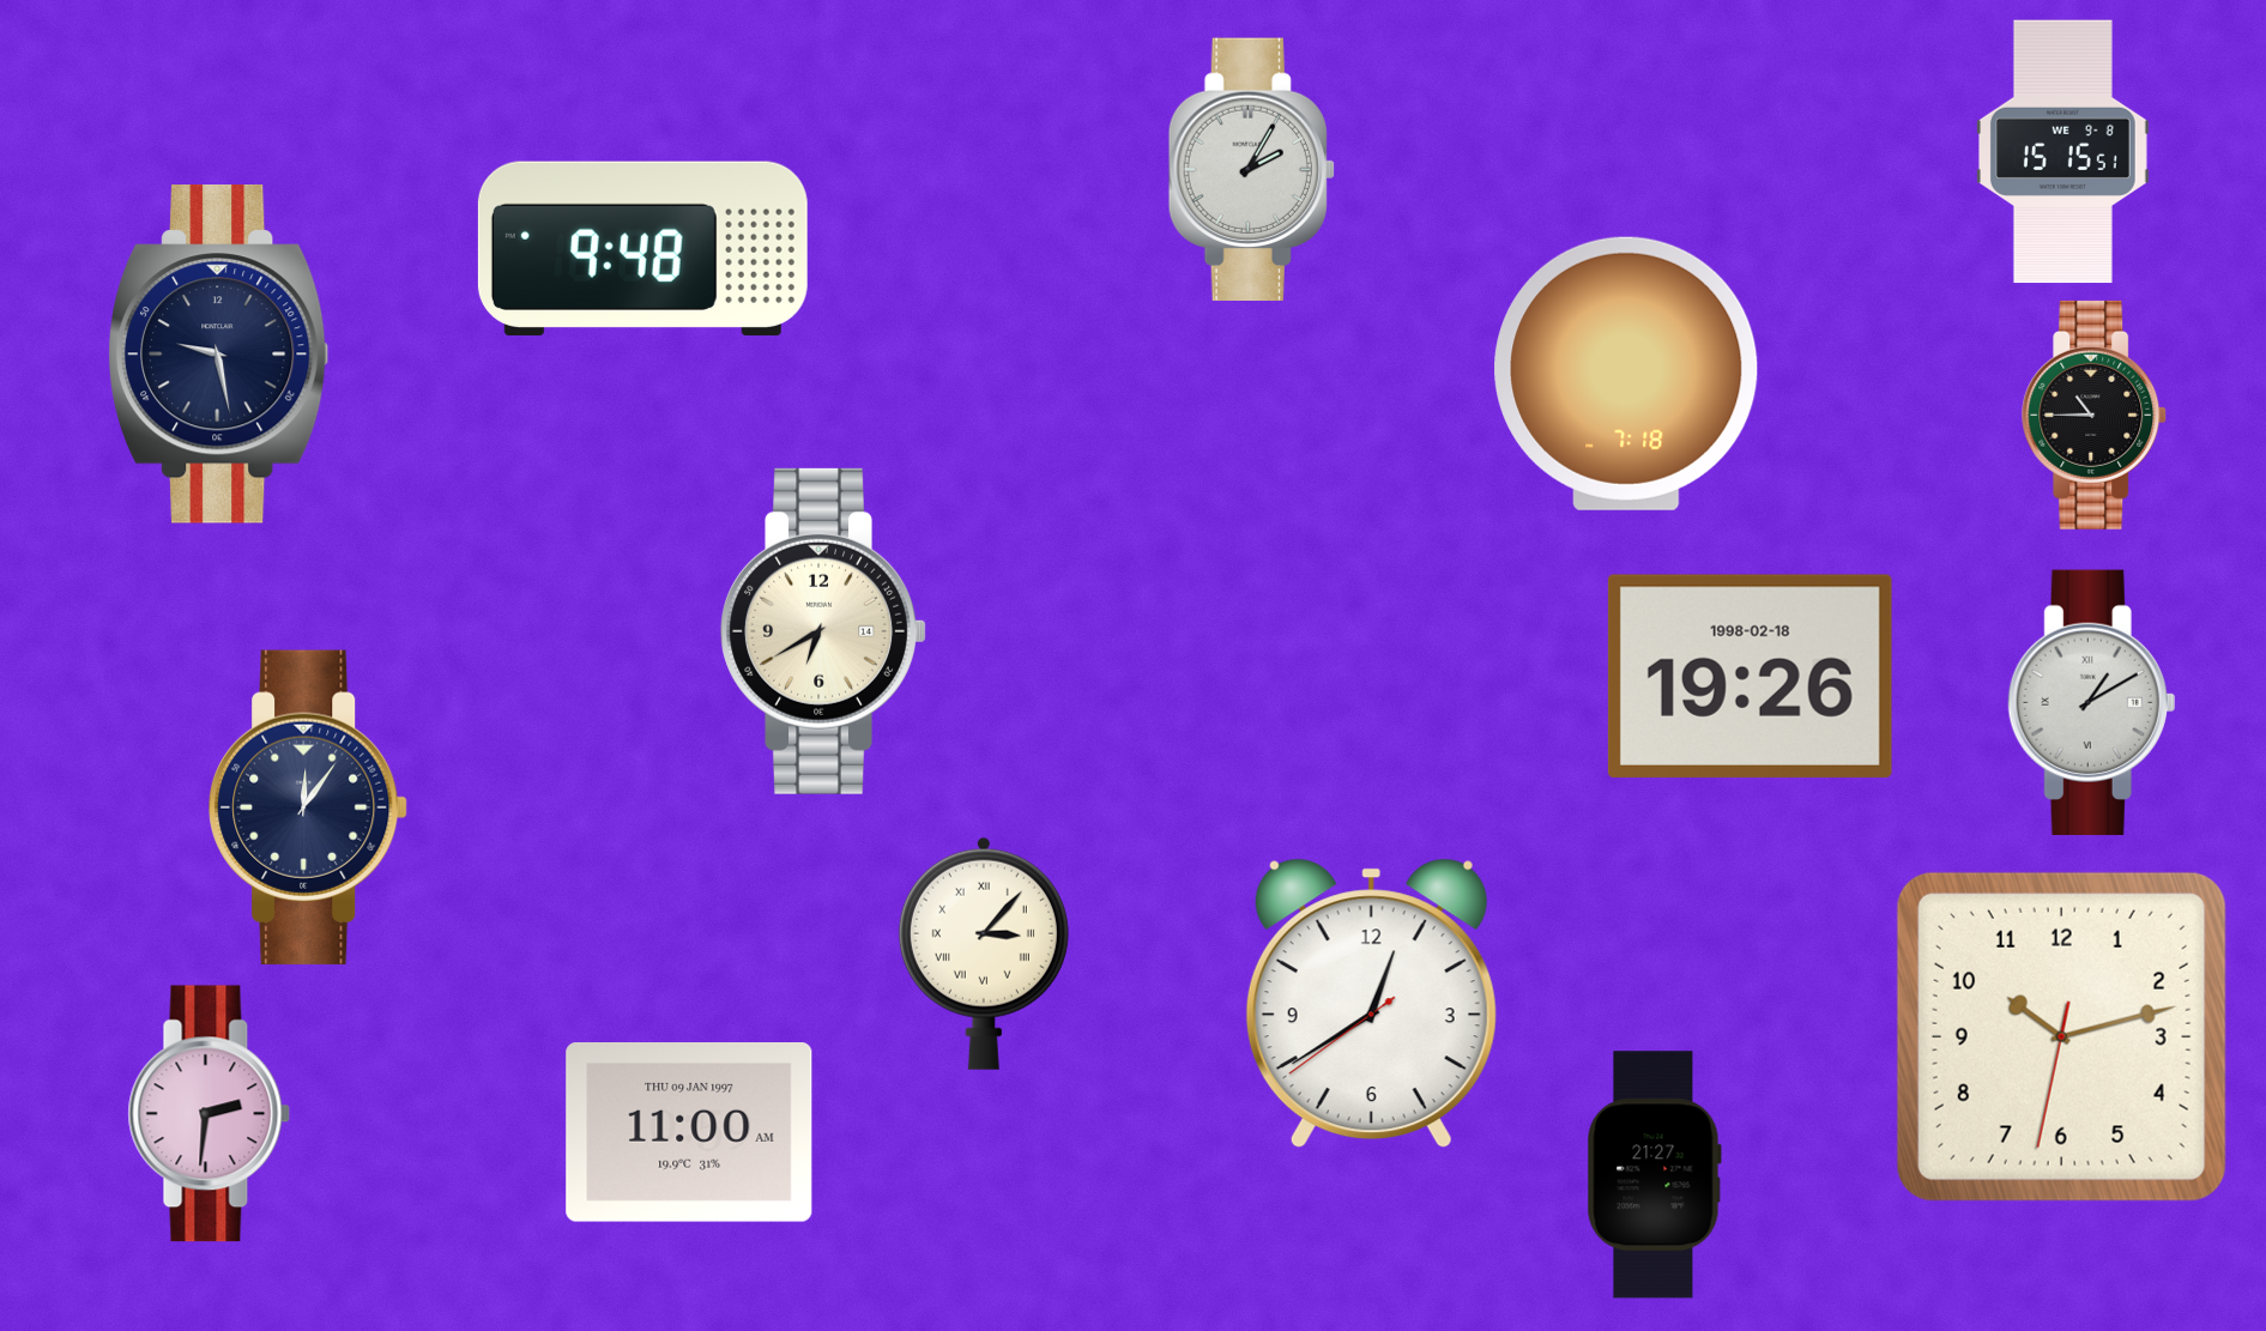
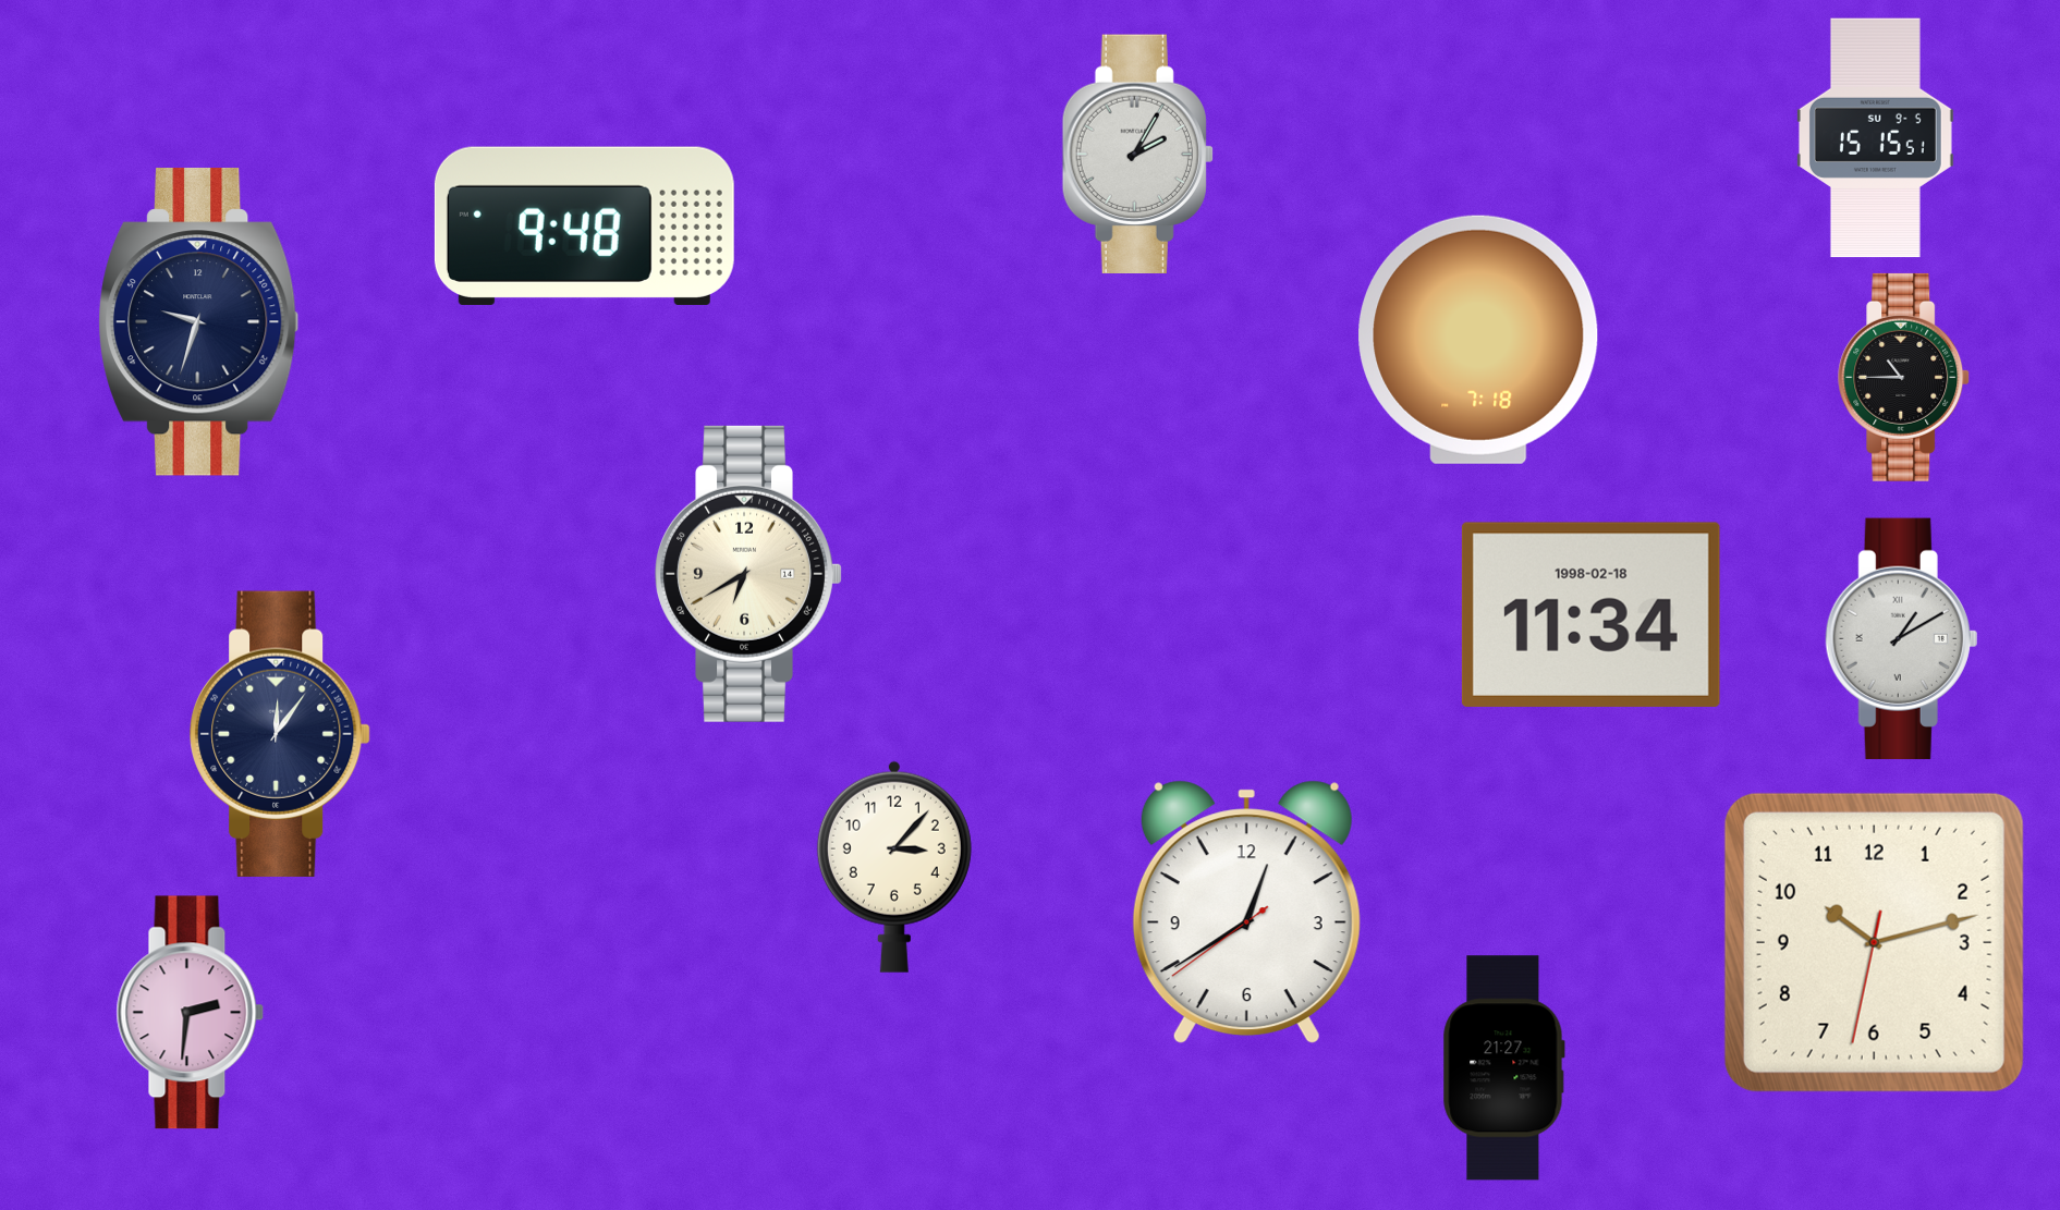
clock at (2062, 152) date: WE 9-8 -> SU 9-5
clock at (218, 355): 9:28 -> 9:33
clock at (1750, 676): 19:26 -> 11:34
clock at (984, 954) numerals: Roman -> Arabic
clock at (689, 1133): 11:00 -> none
